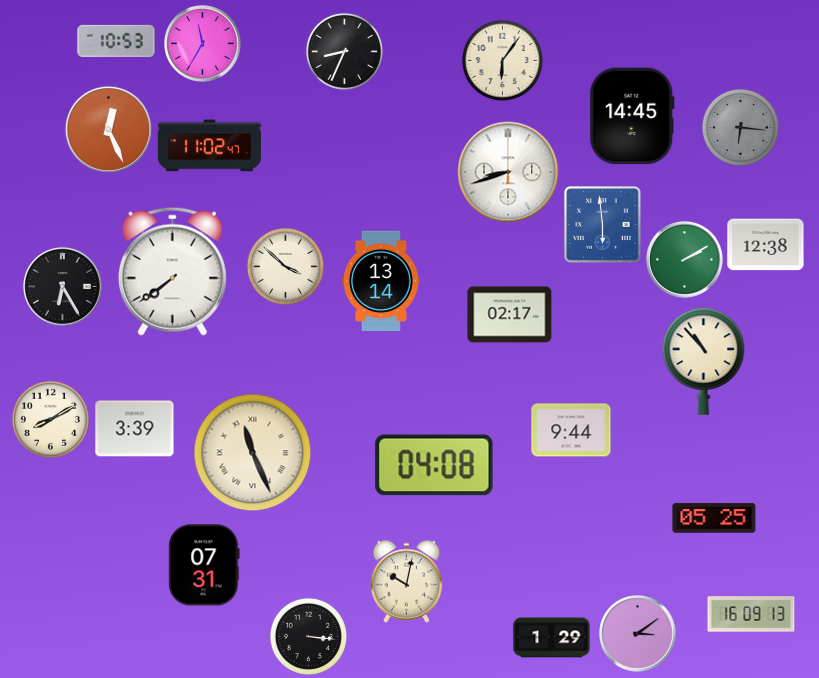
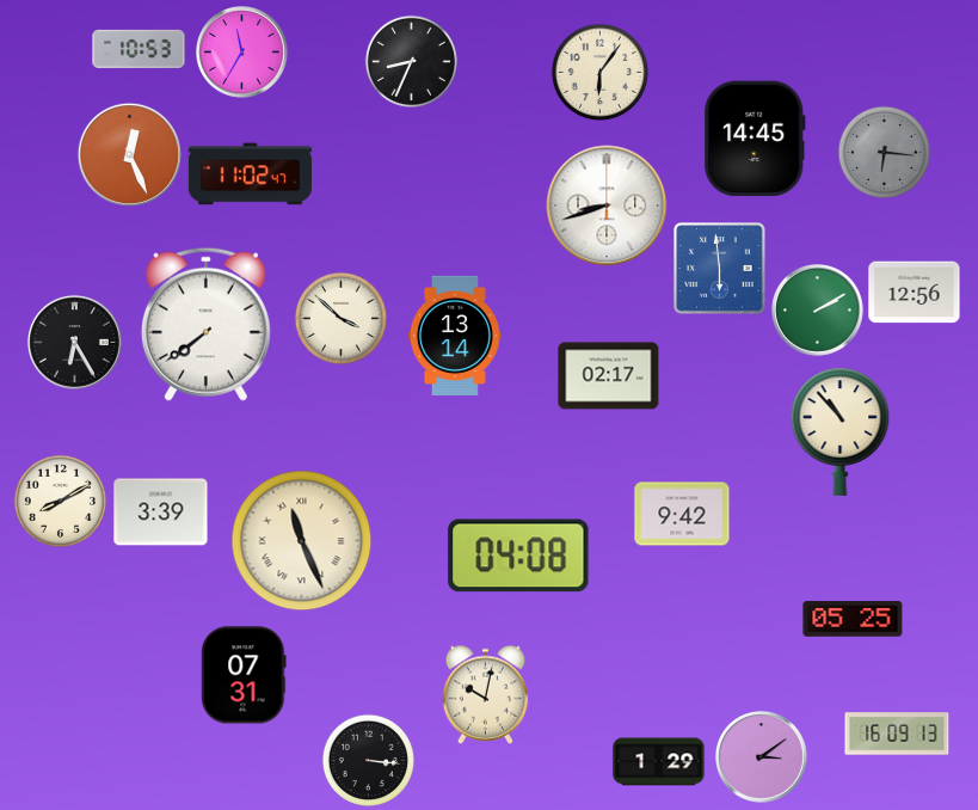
clock at (766, 245): 12:38 -> 12:56
clock at (571, 430): 9:44 -> 9:42
